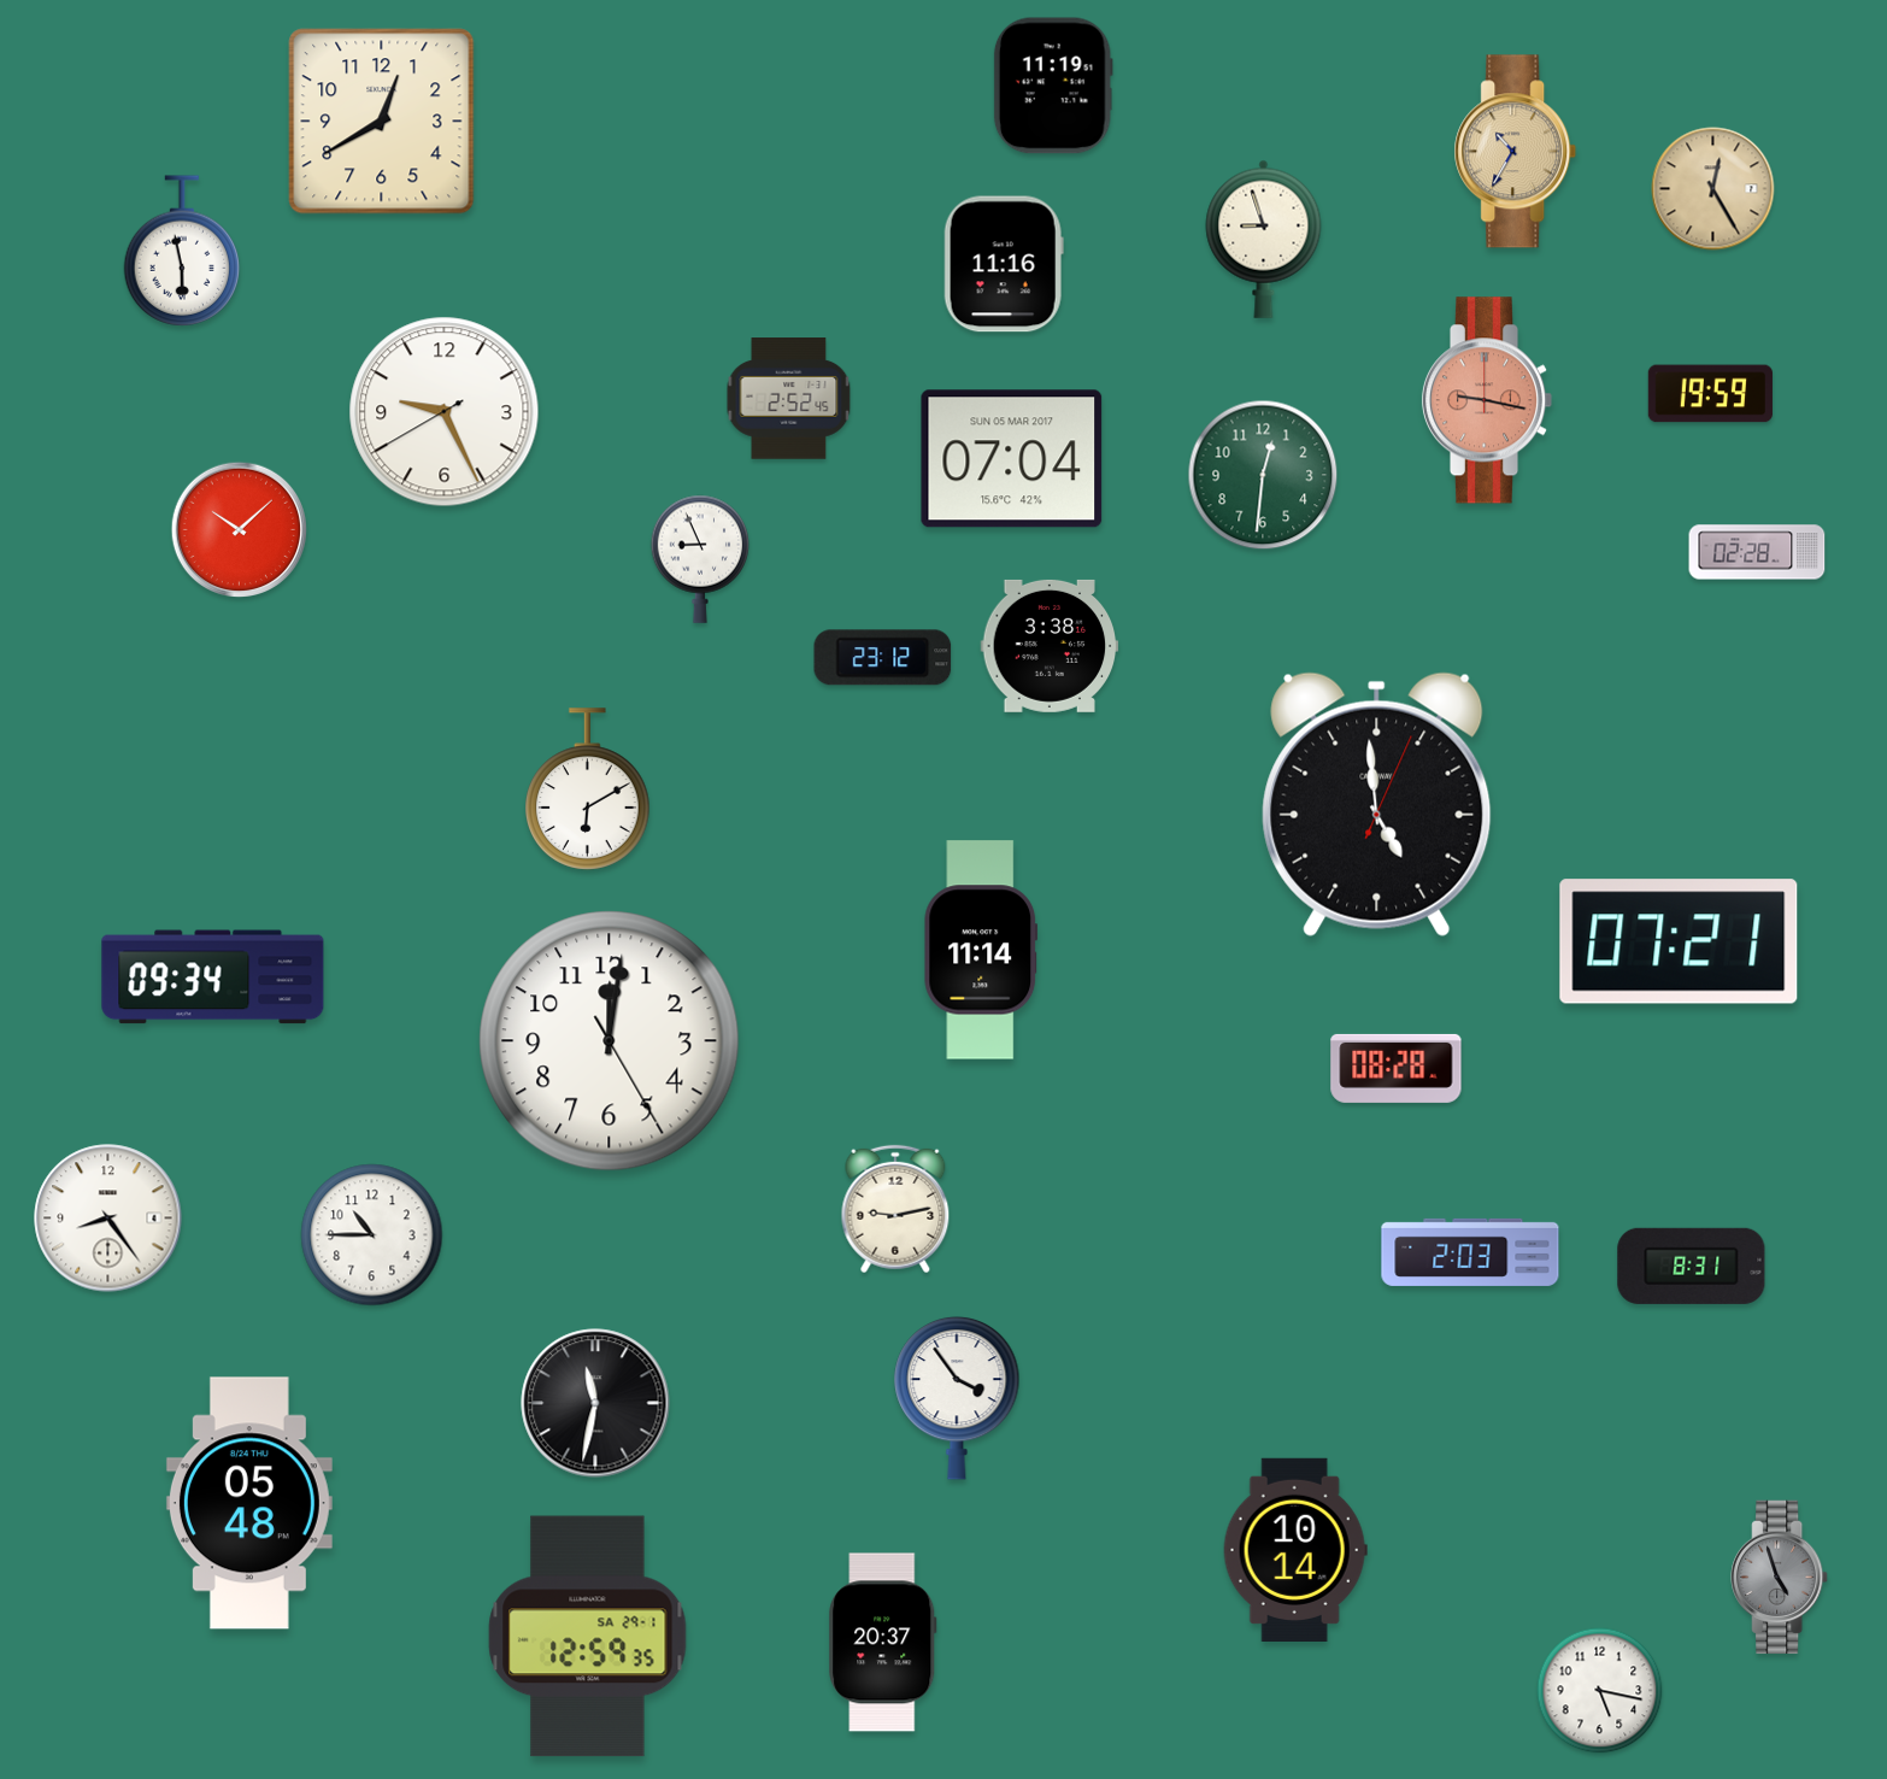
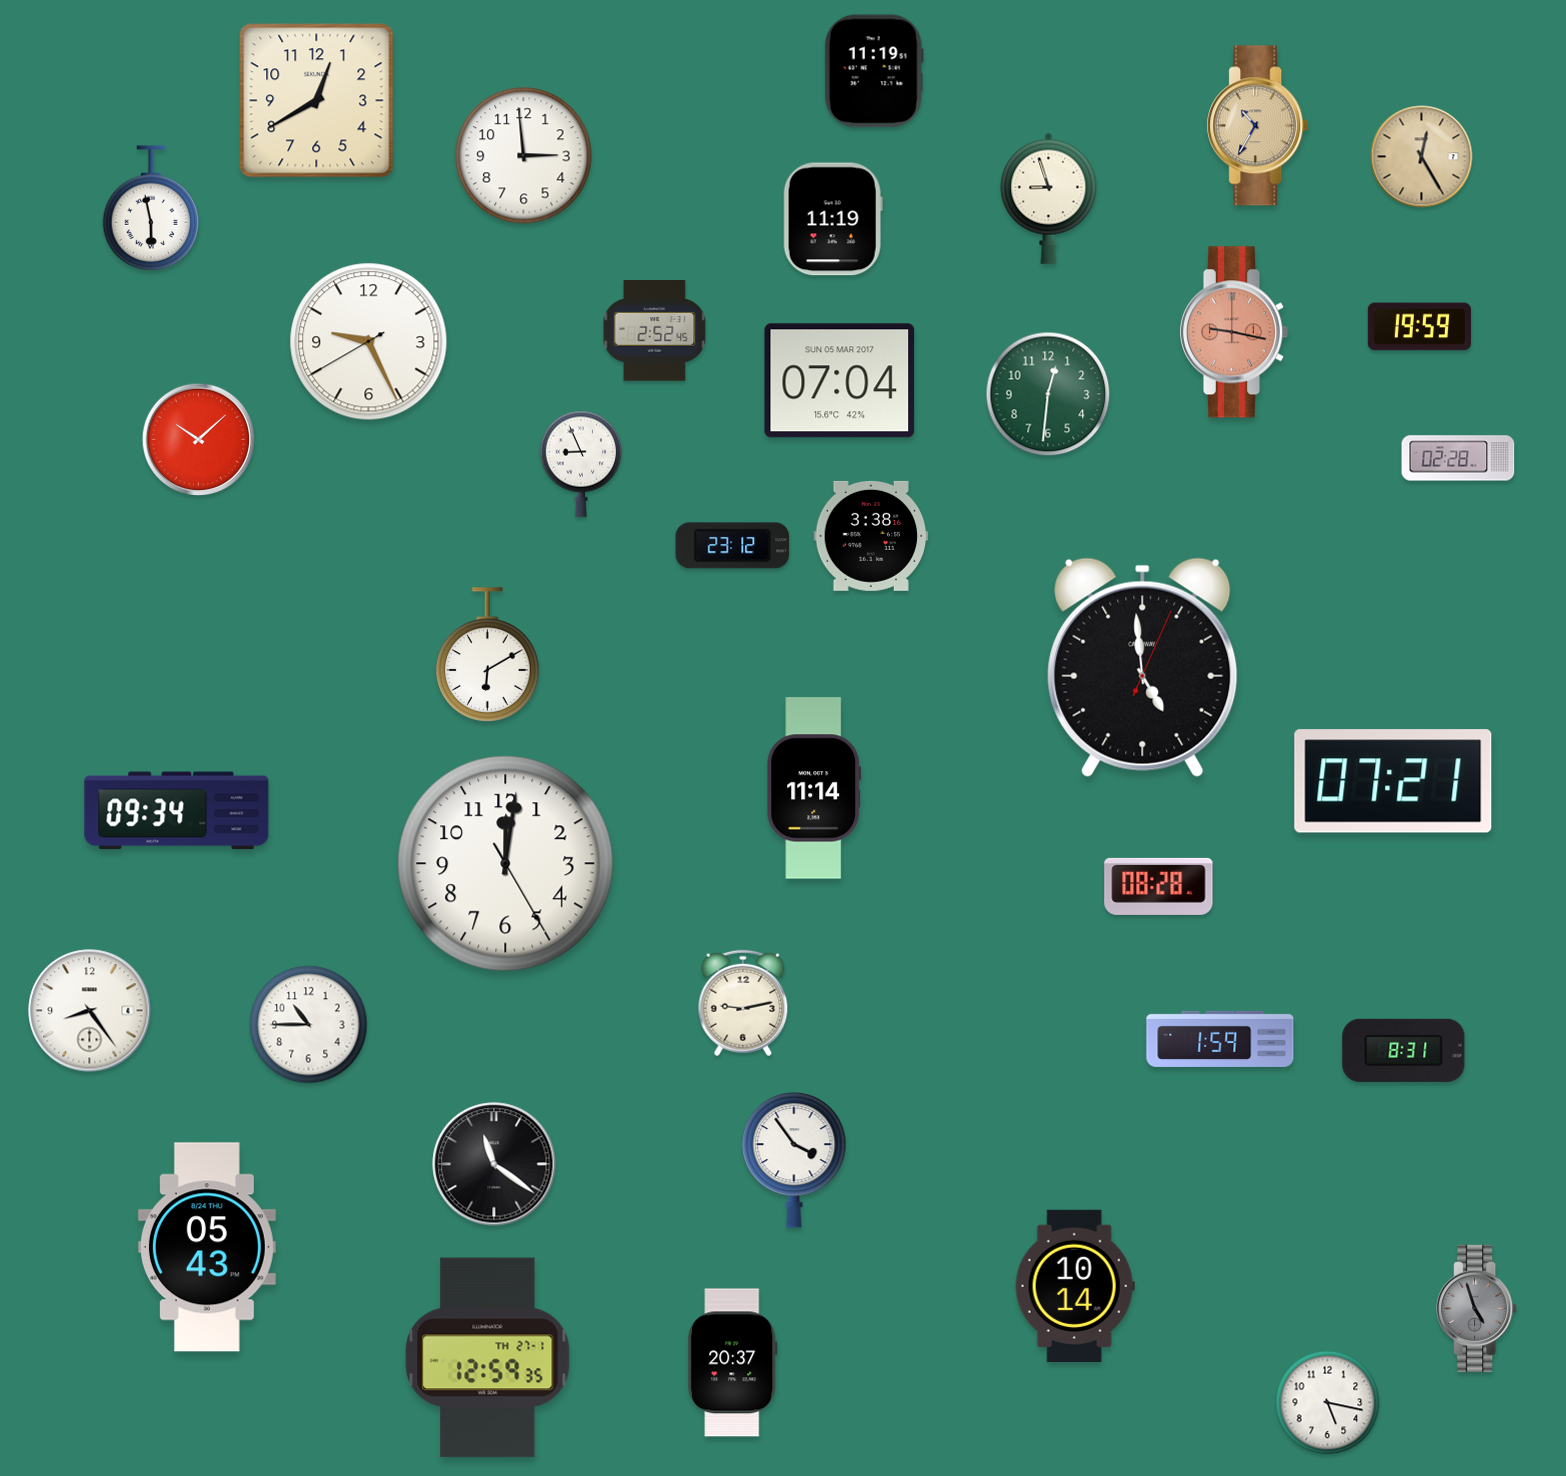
clock at (524, 156): none -> 2:59
clock at (1004, 264): 11:16 -> 11:19
clock at (1470, 1252): 2:03 -> 1:59
clock at (595, 1403): 11:32 -> 11:21
clock at (249, 1503): 05:48 -> 05:43
clock at (588, 1637) date: SA 29-1 -> TH 27-1
